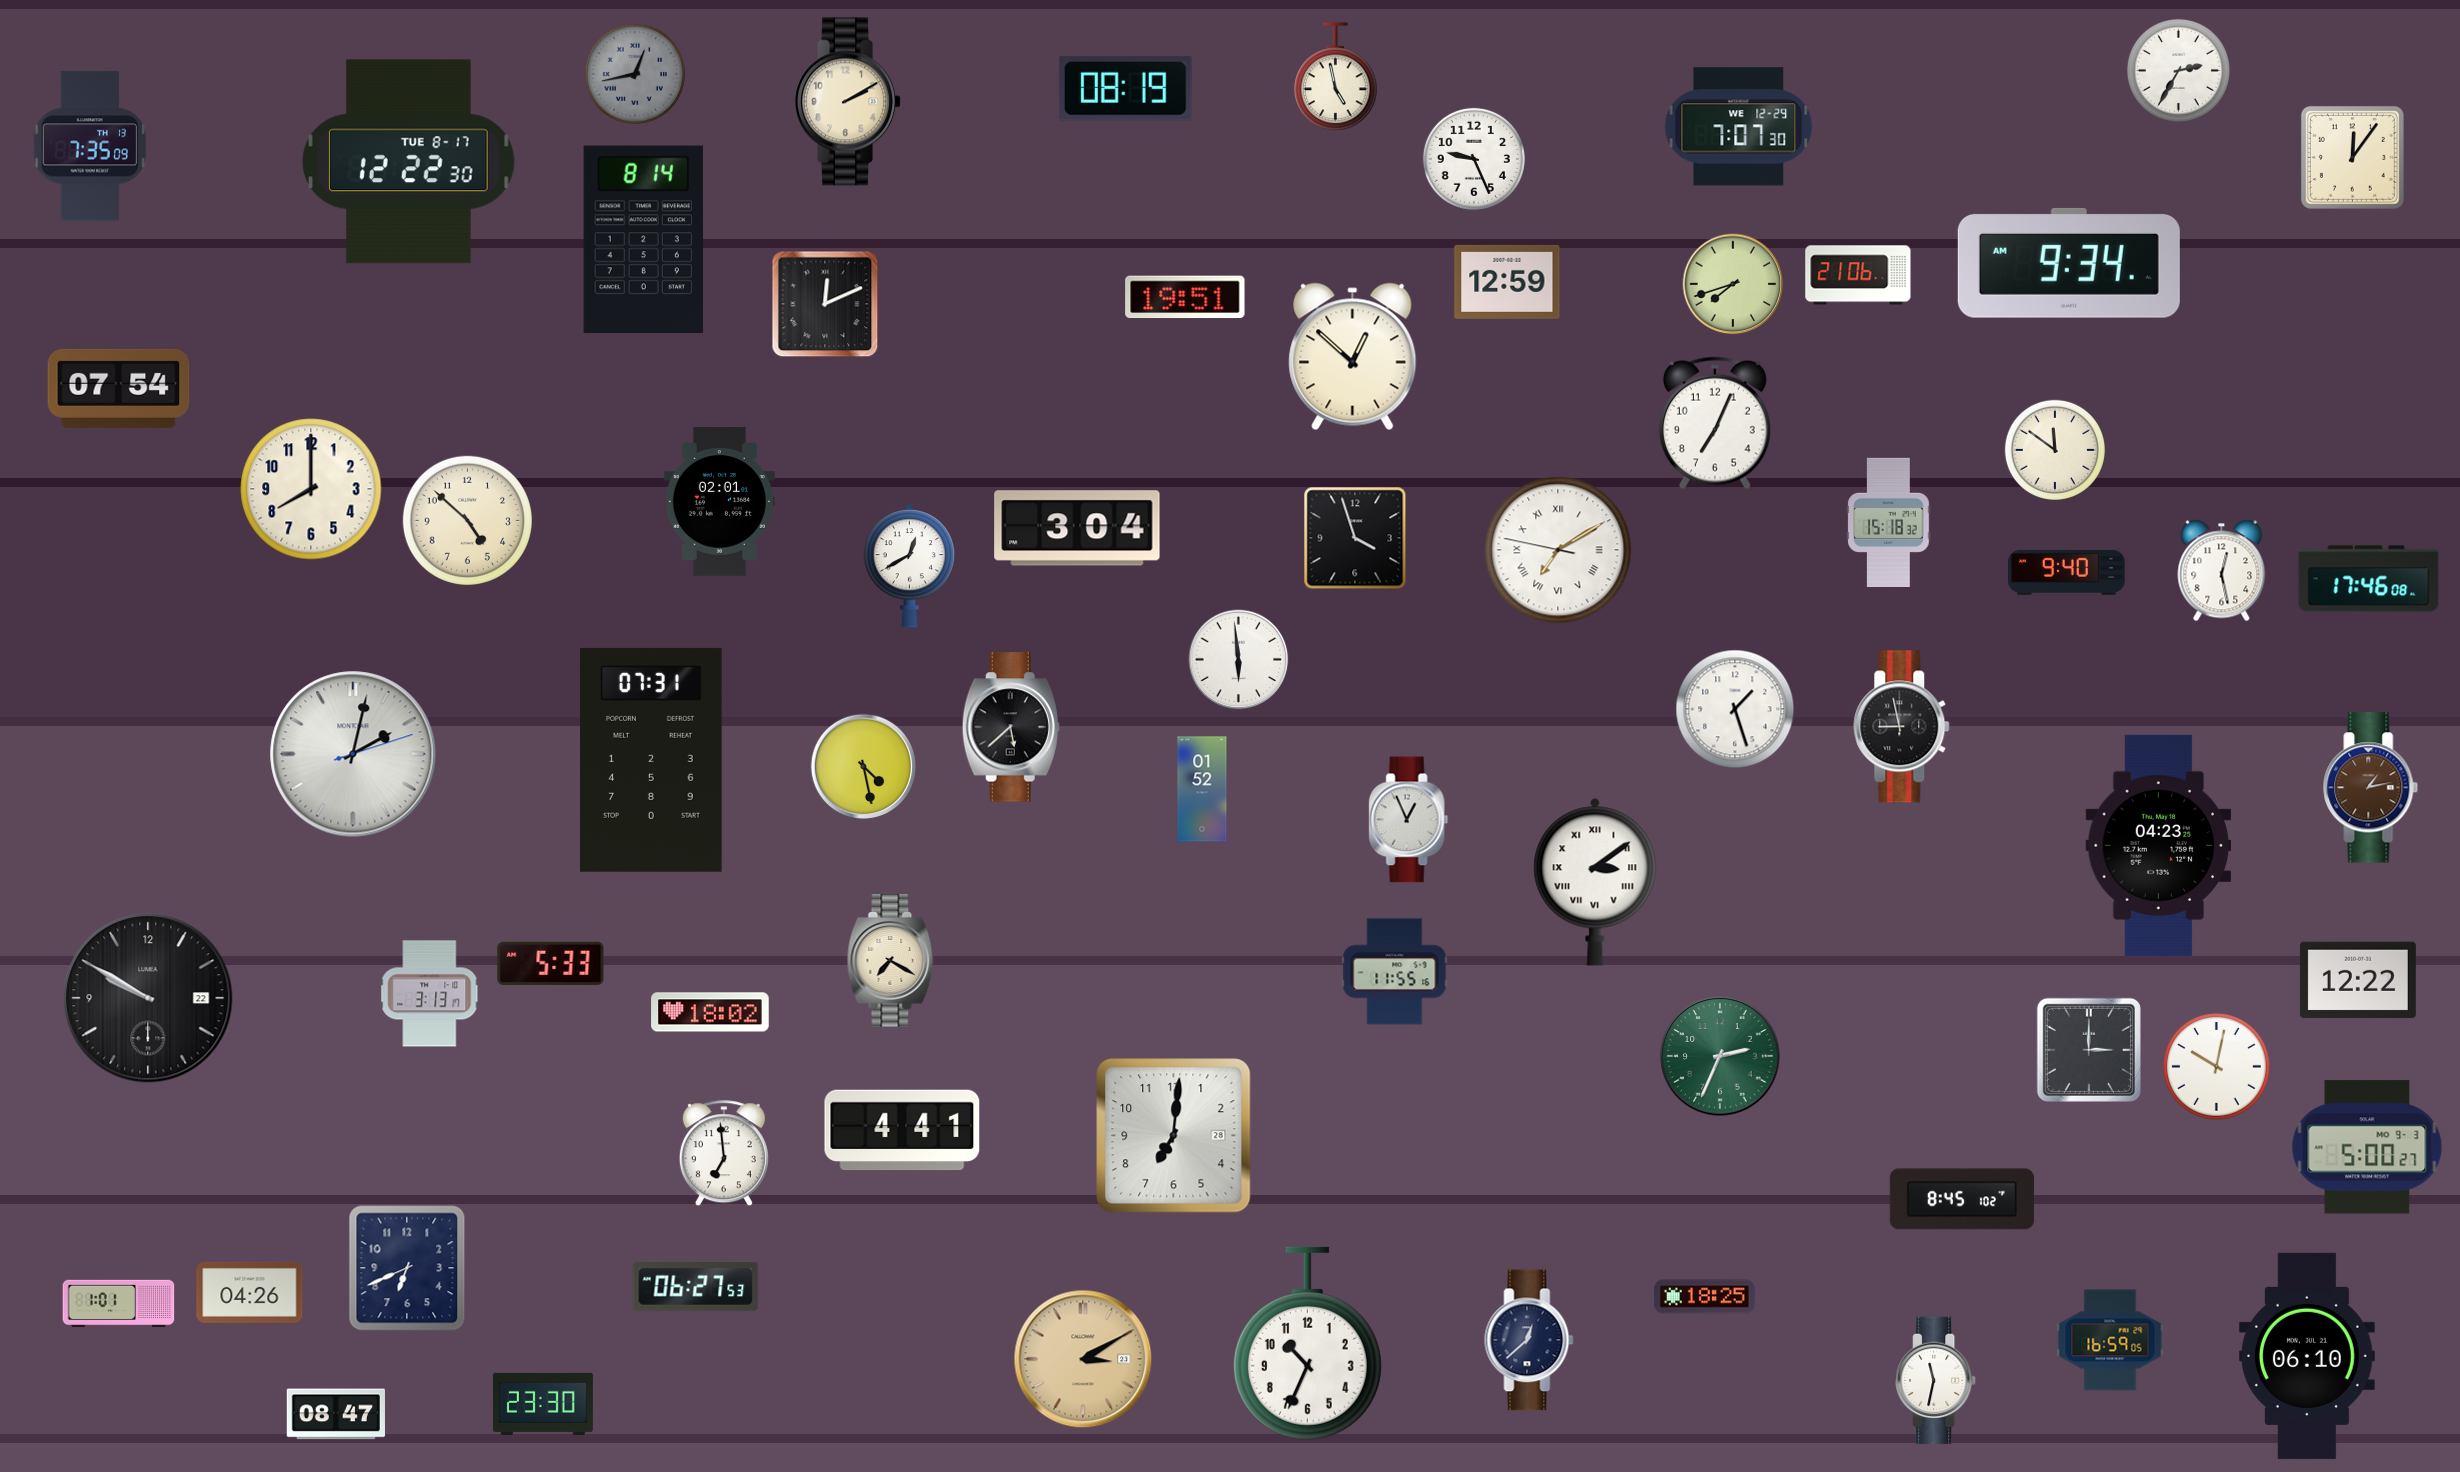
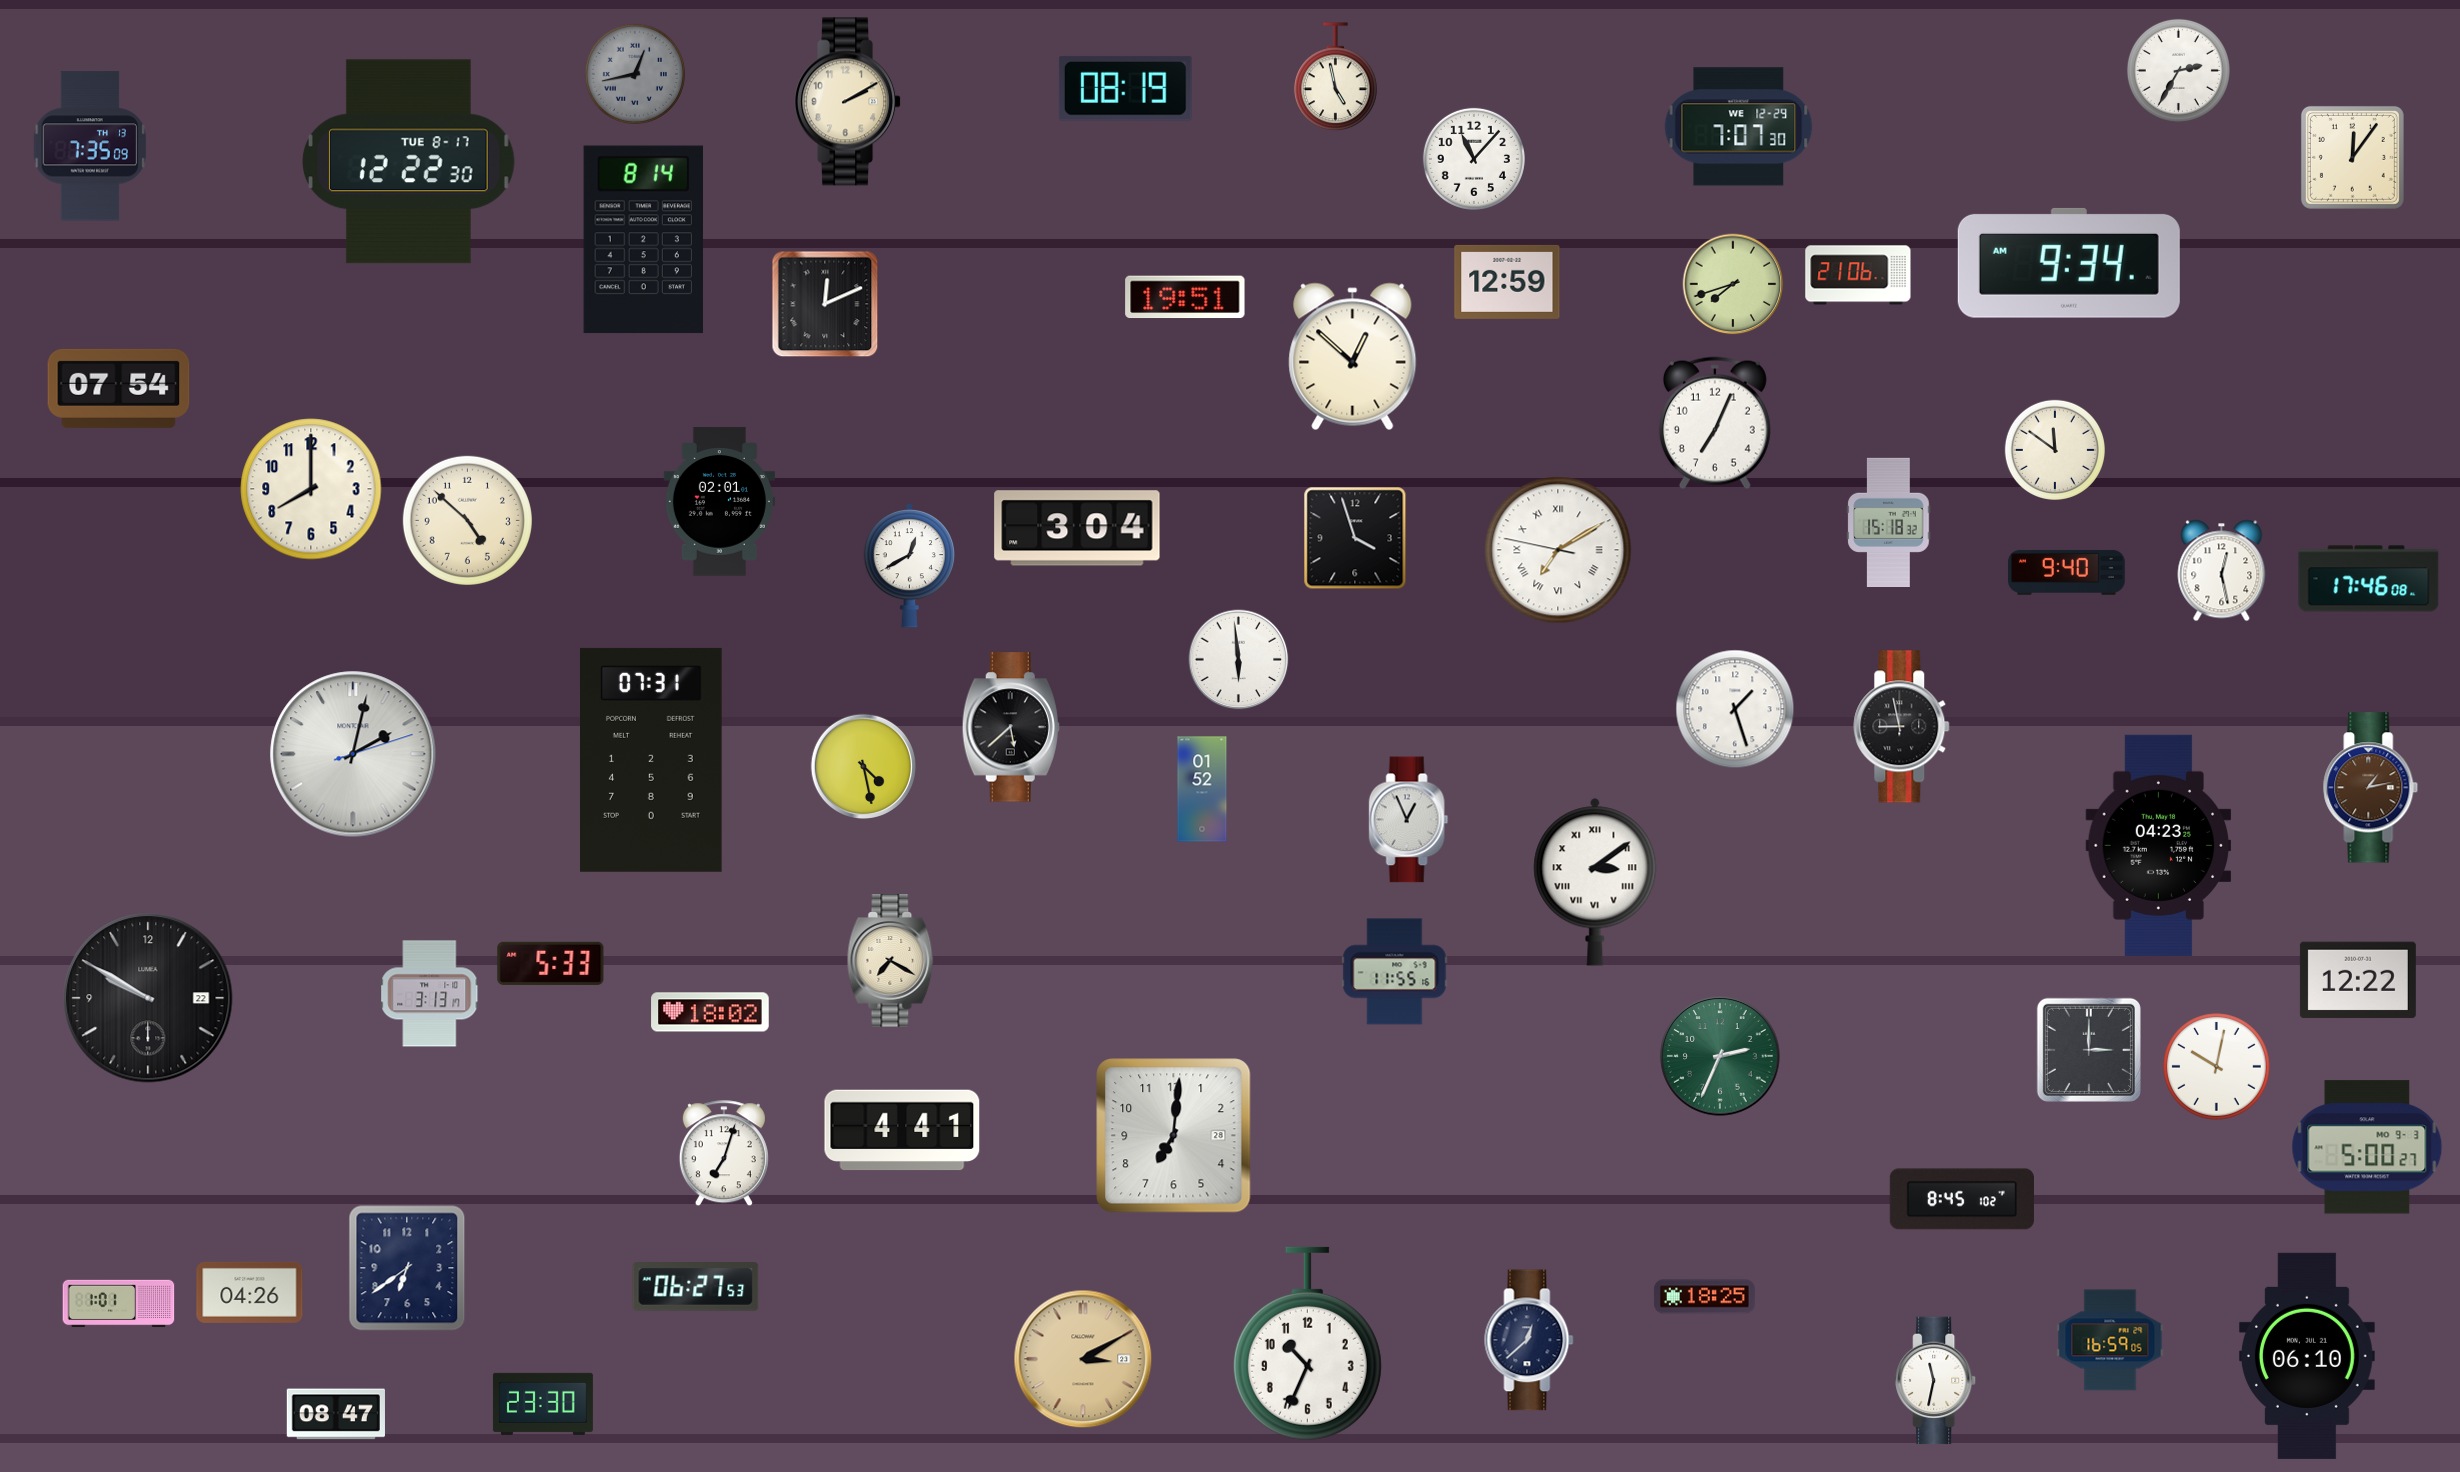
clock at (1474, 159): 9:26 -> 11:07
clock at (724, 1154): 6:59 -> 7:03
clock at (407, 1268): 6:41 -> 6:39
